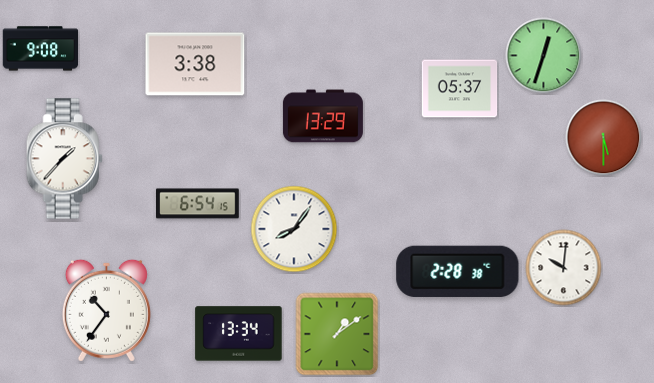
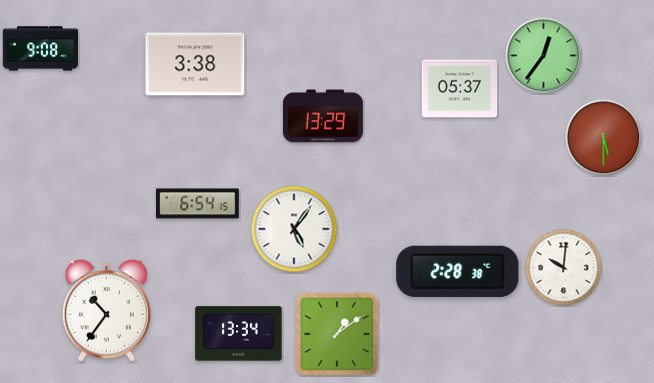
clock at (544, 56): 12:33 -> 12:36
clock at (64, 159): 1:37 -> none
clock at (294, 229): 8:06 -> 5:06
